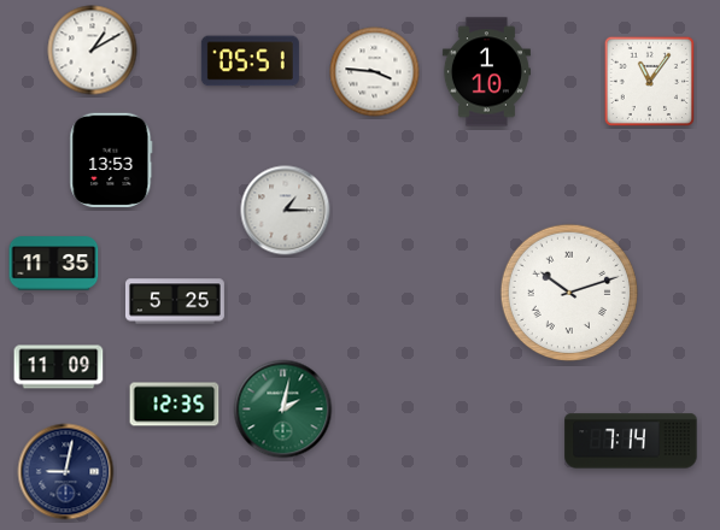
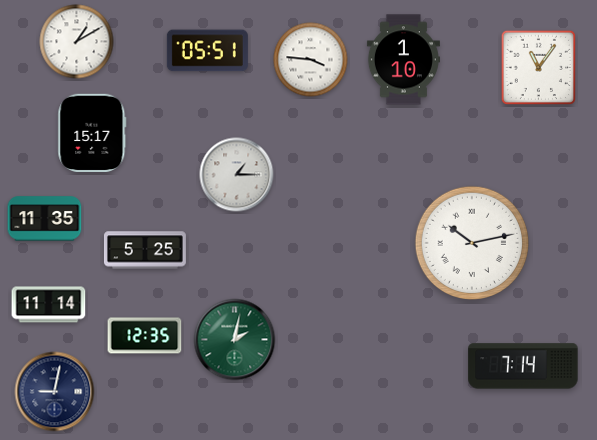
clock at (111, 159): 13:53 -> 15:17
clock at (568, 291): 10:12 -> 10:13
clock at (59, 367): 11:09 -> 11:14
